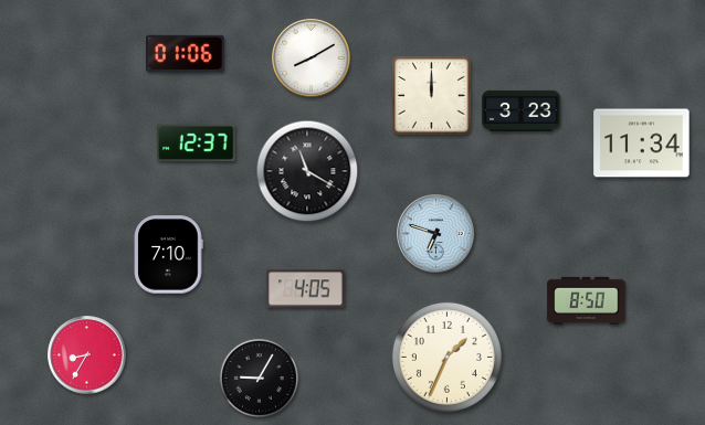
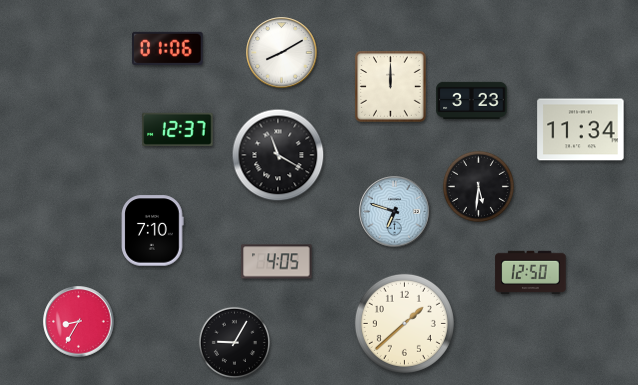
clock at (478, 186): none -> 5:31
clock at (587, 300): 8:50 -> 12:50
clock at (446, 357): 1:34 -> 1:38
